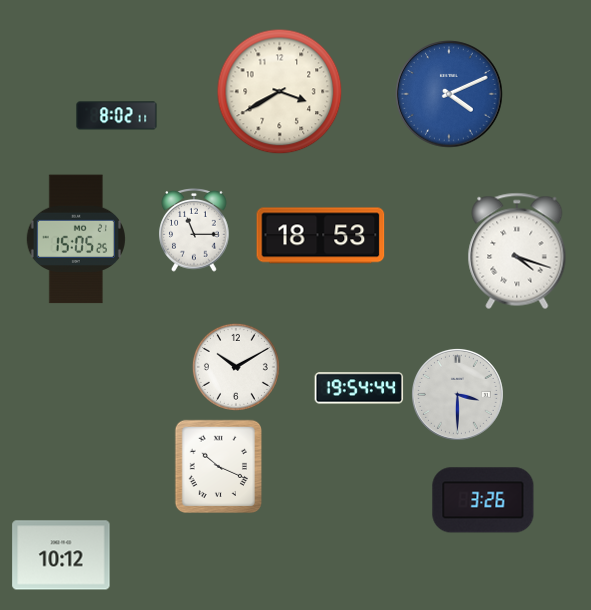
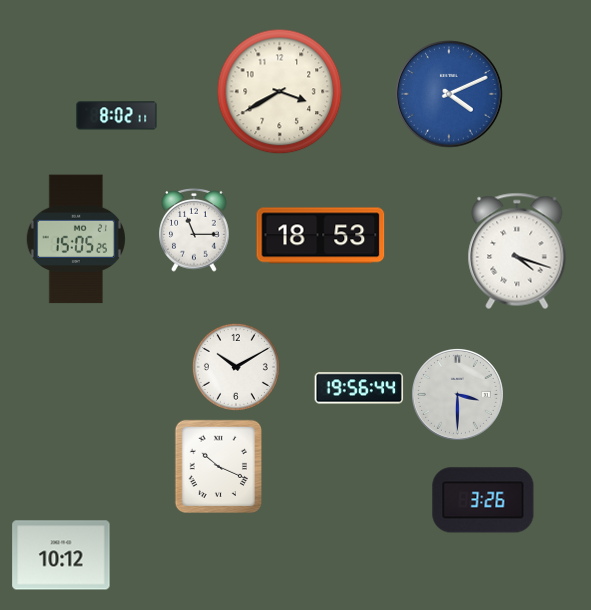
clock at (359, 388): 19:54 -> 19:56
